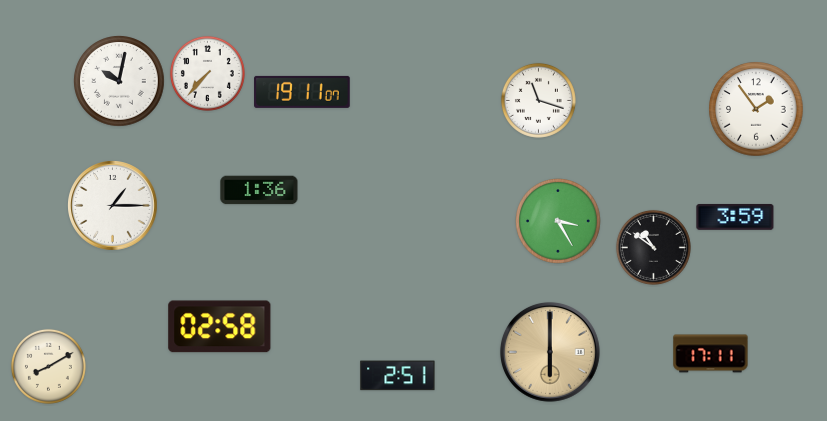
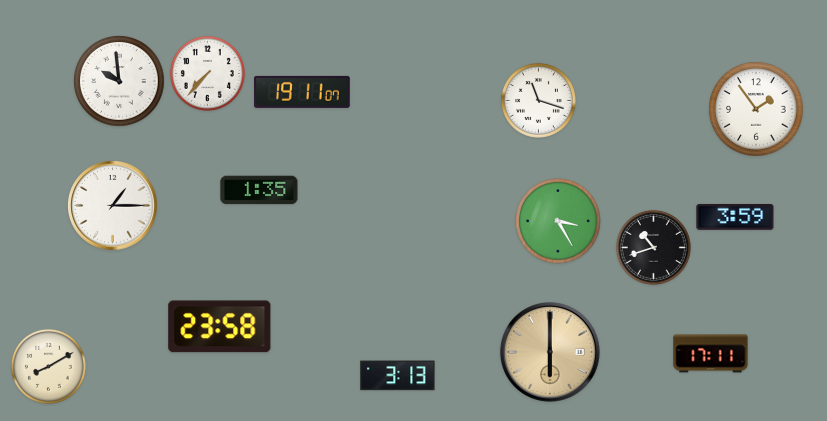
clock at (119, 81): 10:02 -> 9:59
clock at (259, 190): 1:36 -> 1:35
clock at (653, 247): 10:51 -> 10:42
clock at (220, 327): 02:58 -> 23:58
clock at (398, 376): 2:51 -> 3:13
